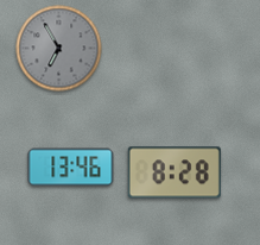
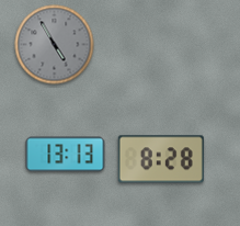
clock at (59, 49): 6:55 -> 4:55
clock at (71, 168): 13:46 -> 13:13
